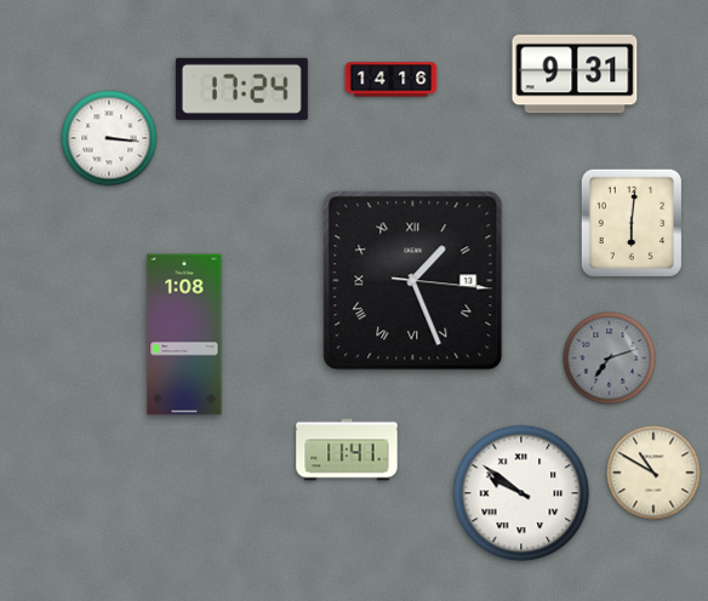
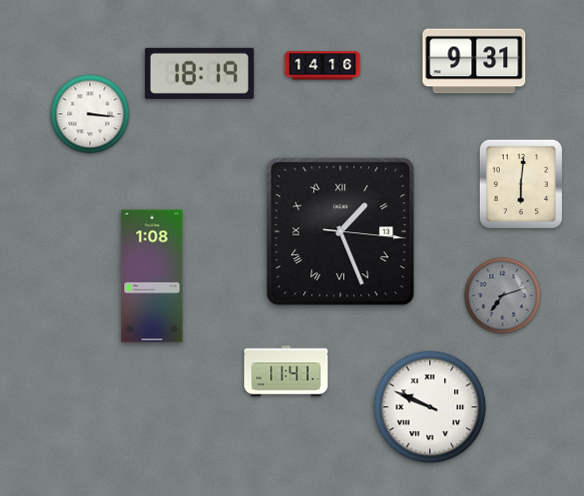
clock at (241, 88): 17:24 -> 18:19
clock at (653, 473): 10:50 -> none
clock at (521, 493): 9:51 -> 9:49
